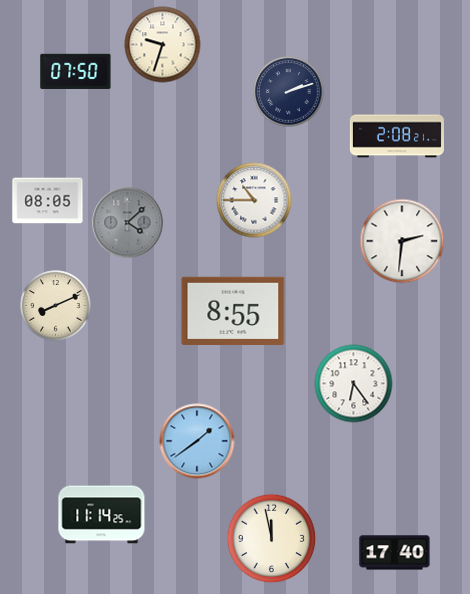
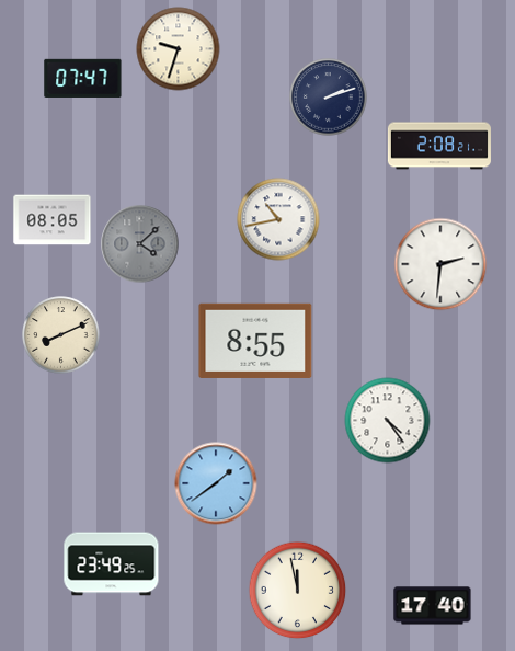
clock at (76, 71): 07:50 -> 07:47
clock at (289, 92) position: (289, 92) -> (329, 98)
clock at (397, 136) position: (397, 136) -> (439, 146)
clock at (254, 200): 10:45 -> 10:43
clock at (354, 384): 6:24 -> 4:24
clock at (102, 515): 11:14 -> 23:49
